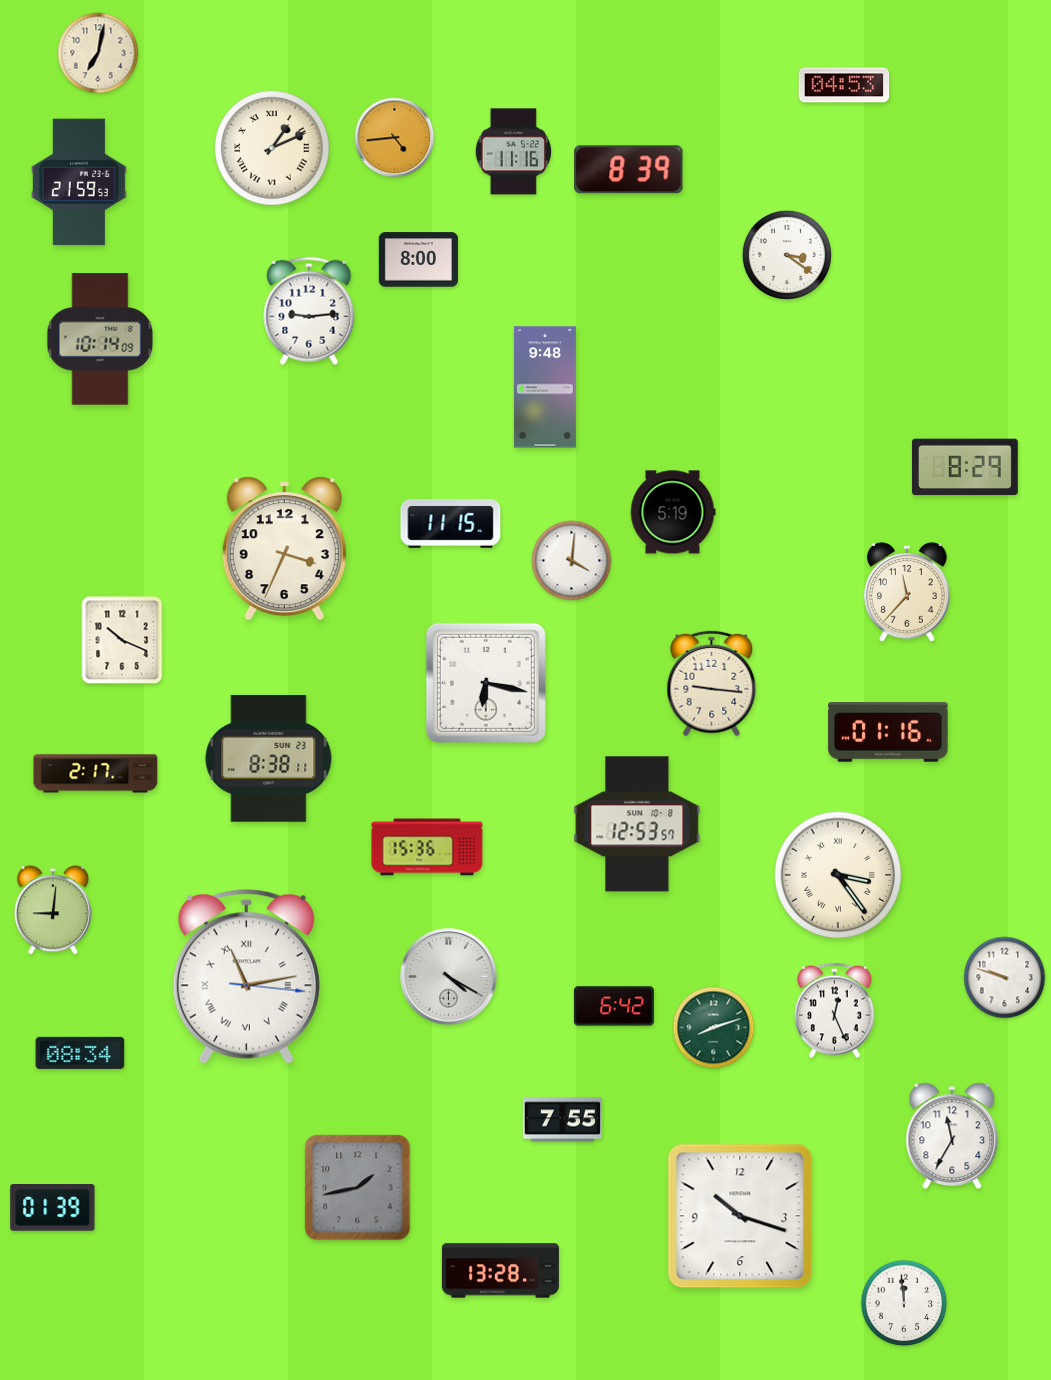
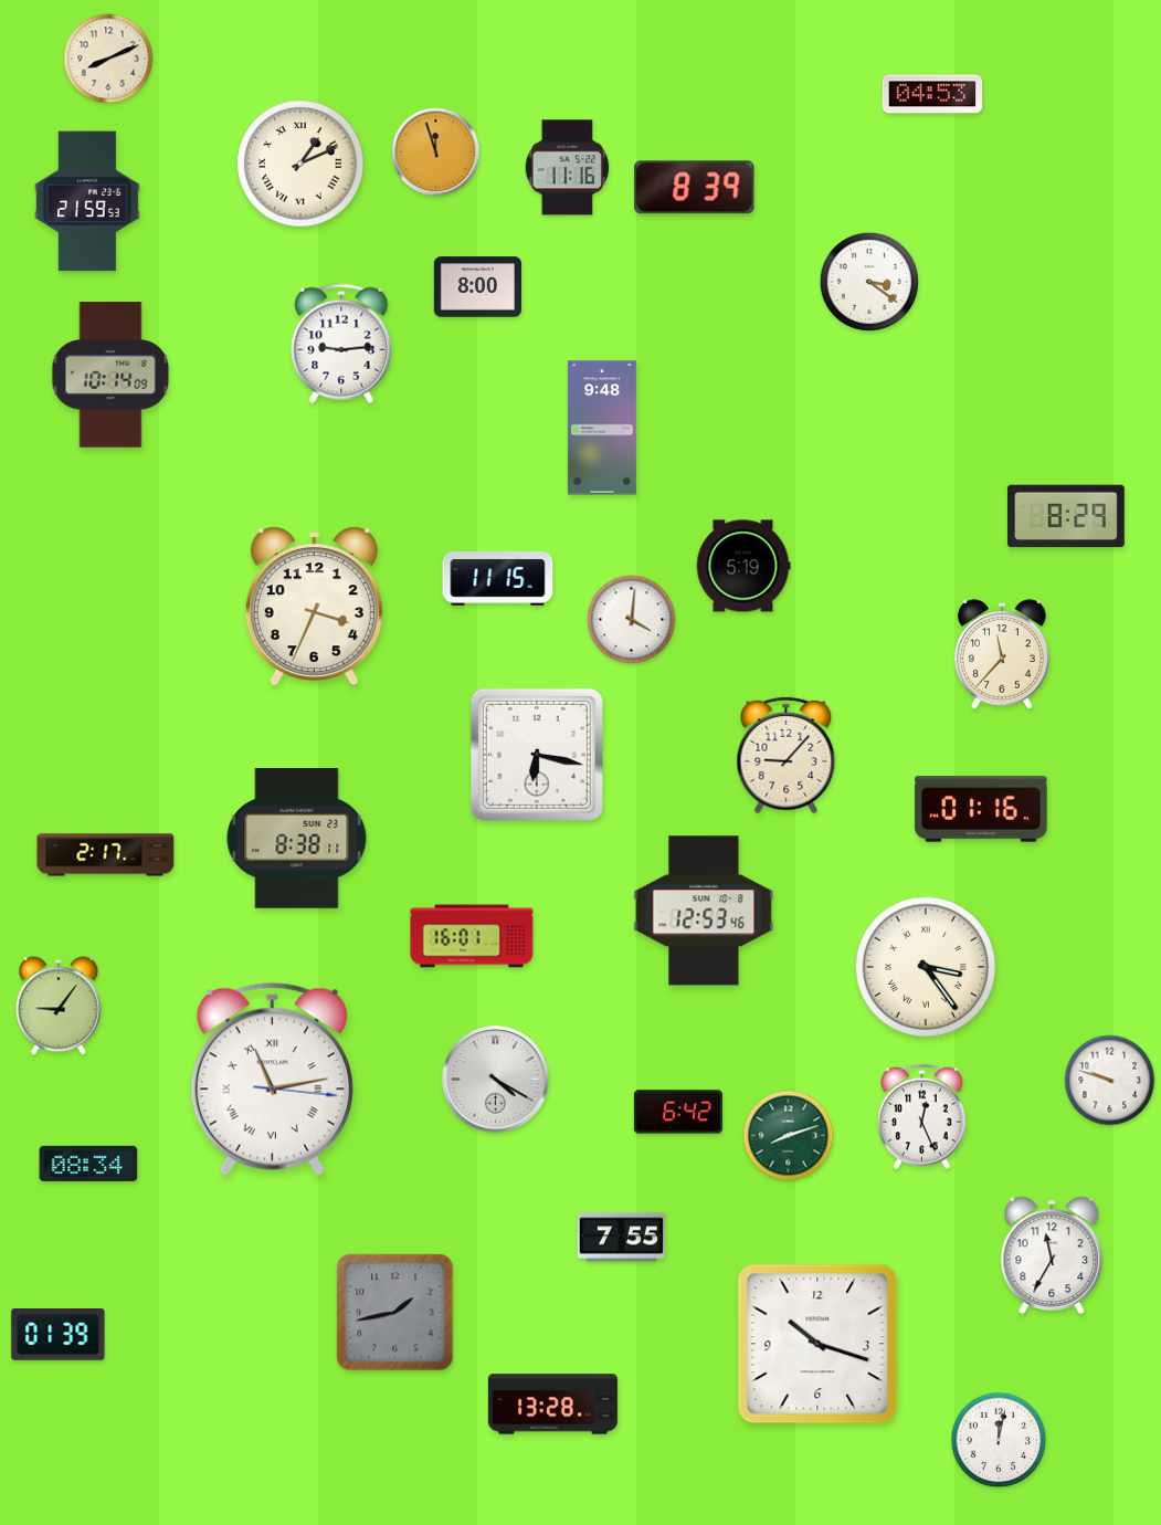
clock at (98, 53): 7:02 -> 8:11
clock at (395, 138): 4:44 -> 11:57
clock at (418, 260) position: (418, 260) -> (477, 287)
clock at (122, 640): 10:19 -> none
clock at (712, 684): 9:16 -> 9:07
clock at (637, 824): 12:53:57 -> 12:53:46
clock at (427, 847): 15:36 -> 16:01
clock at (53, 910): 9:01 -> 9:06
clock at (904, 1303): 11:59 -> 12:02
